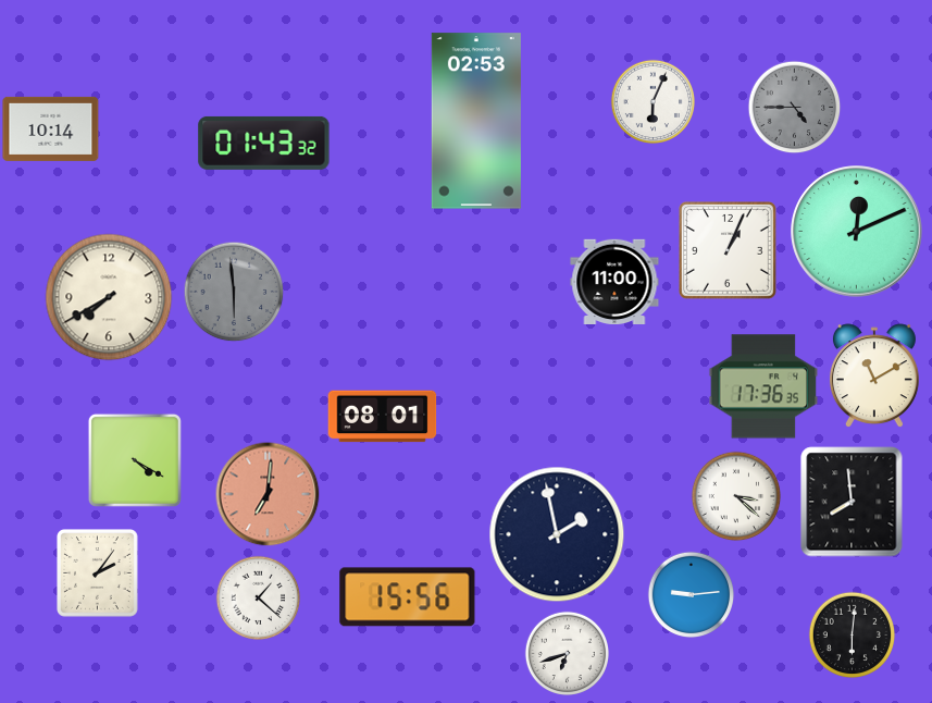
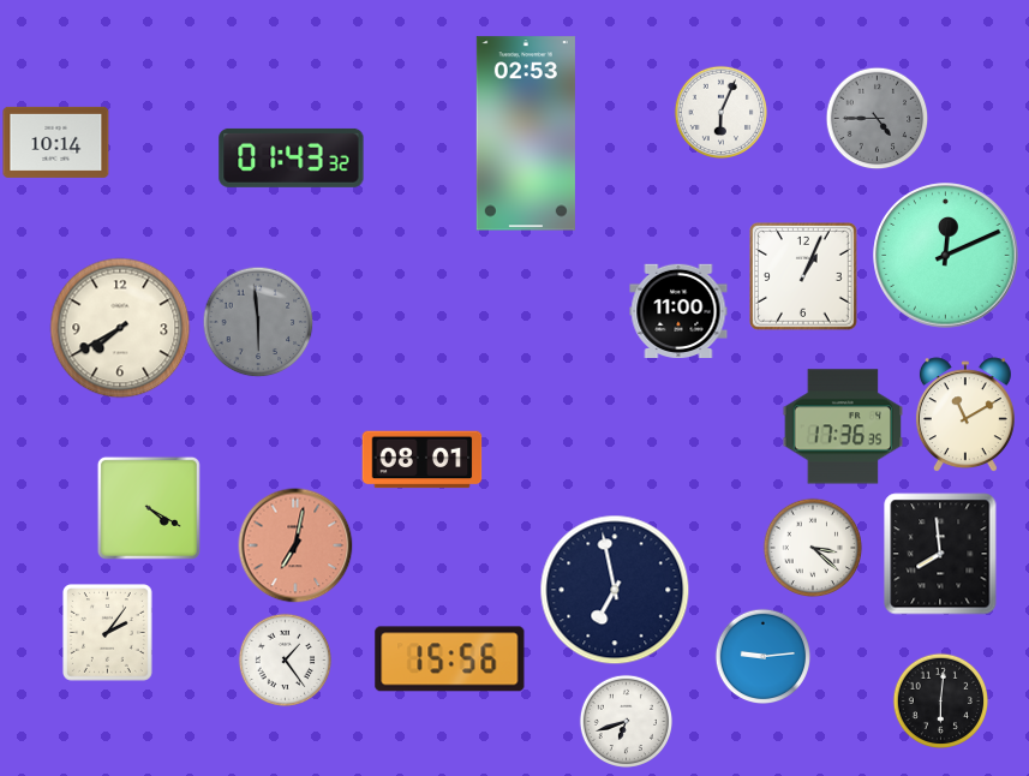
clock at (268, 494): 7:01 -> 7:02
clock at (557, 534): 1:58 -> 6:58
clock at (258, 597): 1:22 -> 1:24
